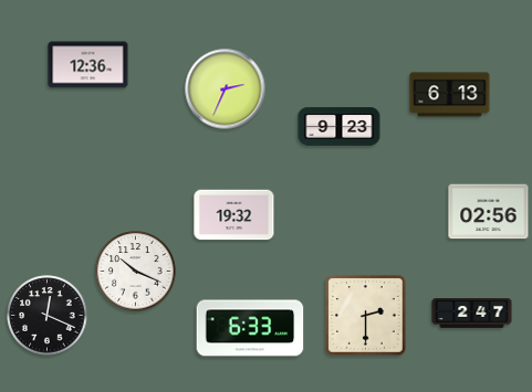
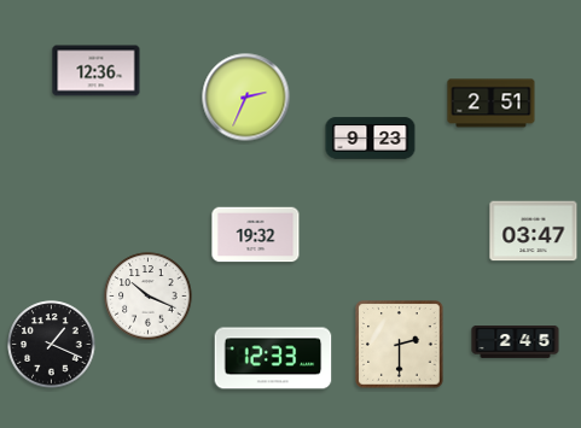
clock at (450, 95): 6:13 -> 2:51
clock at (489, 212): 02:56 -> 03:47
clock at (472, 314): 2:47 -> 2:45
clock at (48, 316): 12:19 -> 1:19
clock at (250, 328): 6:33 -> 12:33
